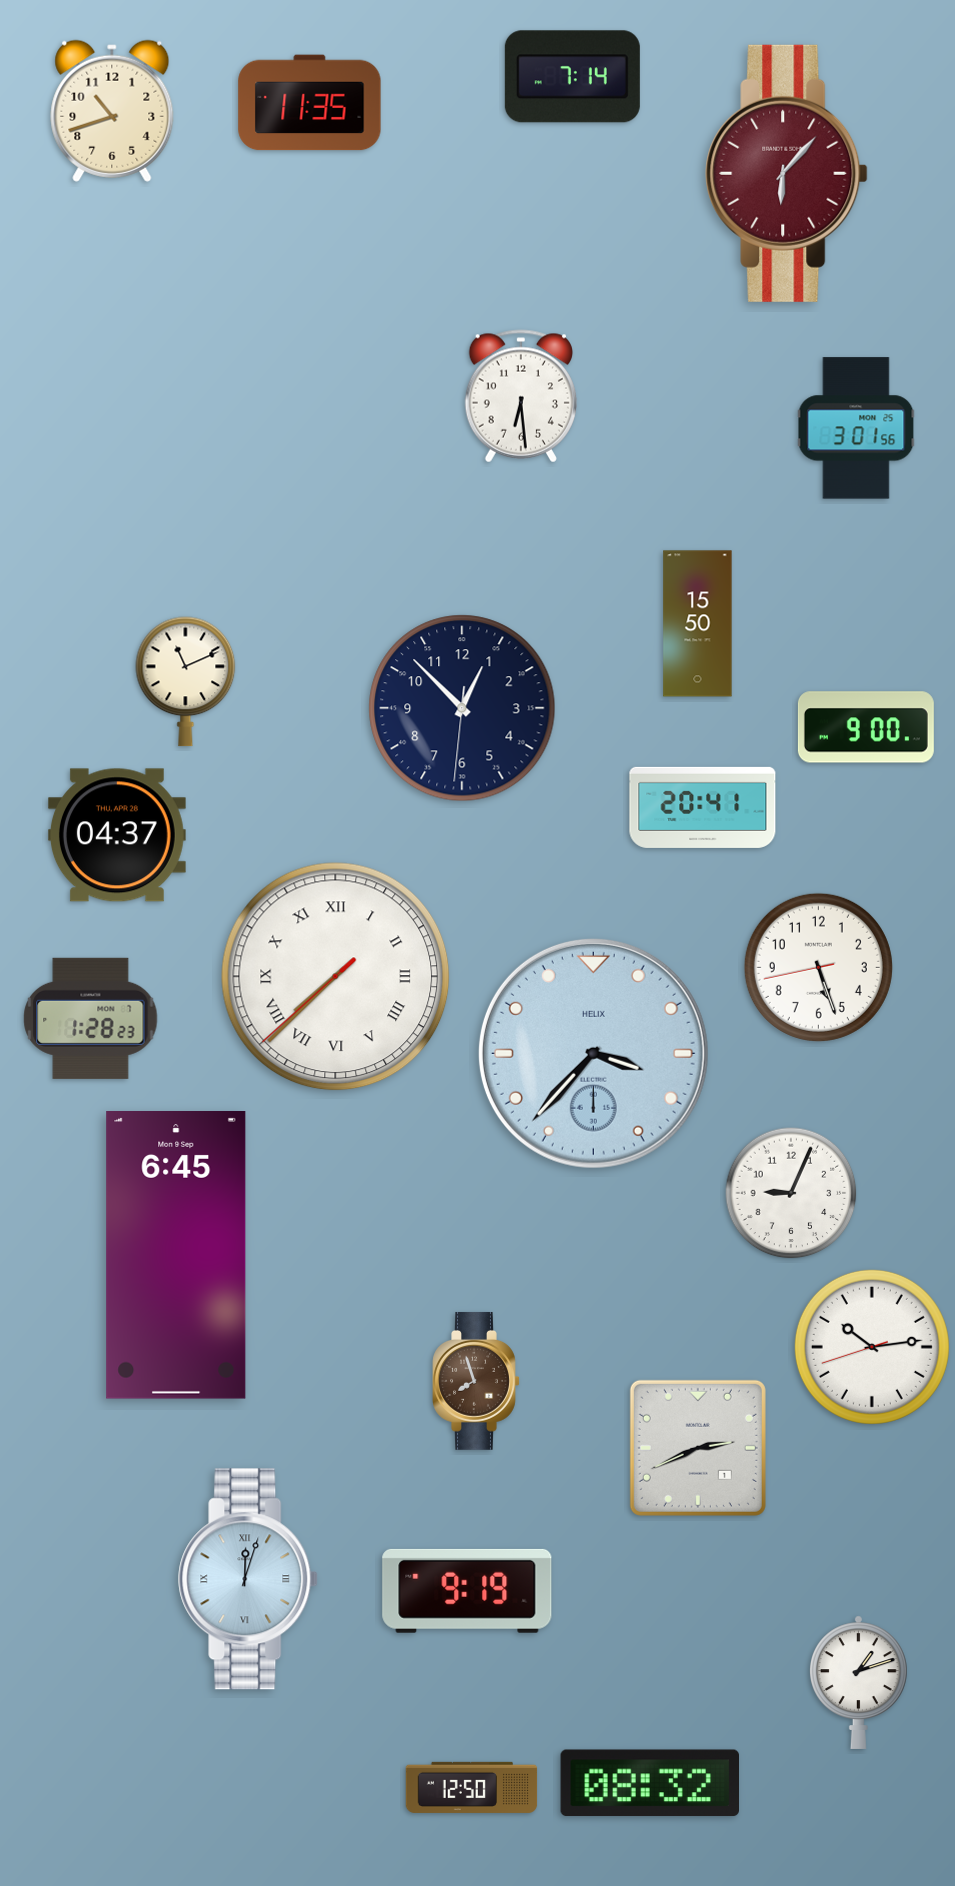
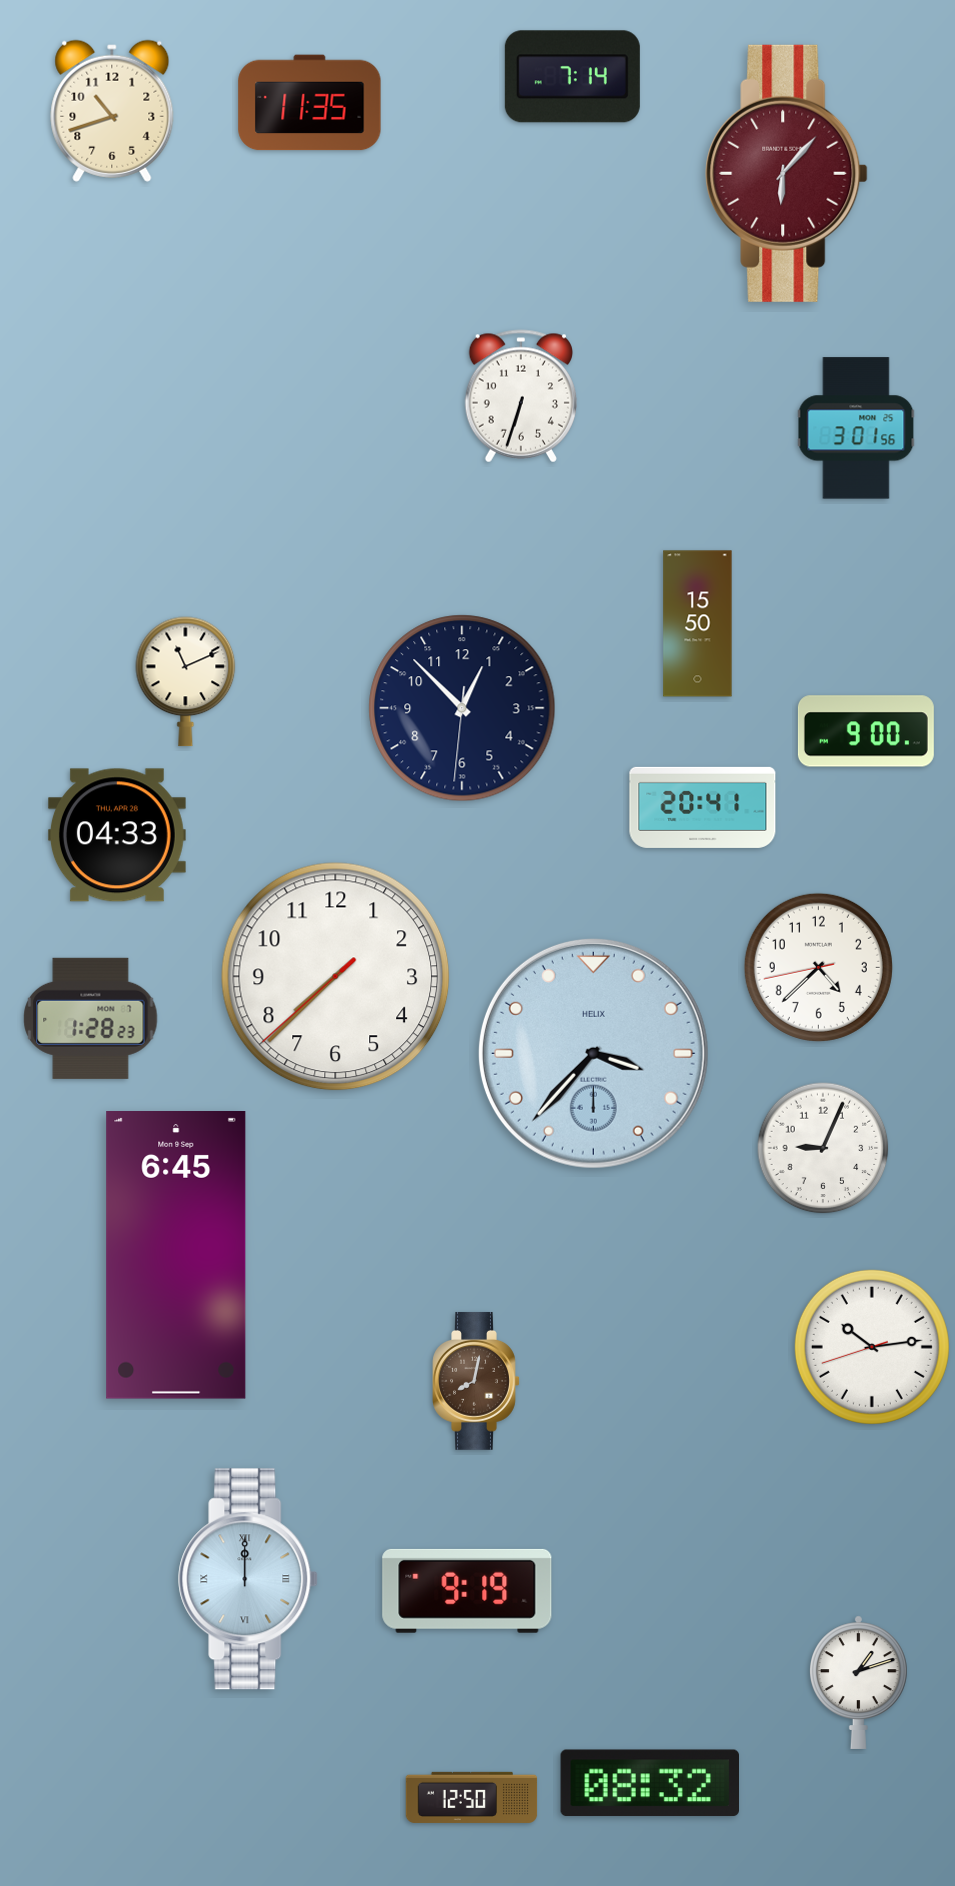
clock at (521, 396): 6:29 -> 6:33
clock at (866, 727) position: (866, 727) -> (866, 731)
clock at (117, 835): 04:37 -> 04:33
clock at (818, 967): 5:26 -> 4:37
clock at (336, 977) numerals: Roman -> Arabic
clock at (791, 1193) position: (791, 1193) -> (823, 1148)
clock at (476, 1381): 7:57 -> 8:02
clock at (698, 1448): 2:41 -> none
clock at (249, 1579): 12:03 -> 12:00
clock at (472, 1787) position: (472, 1787) -> (472, 1797)
